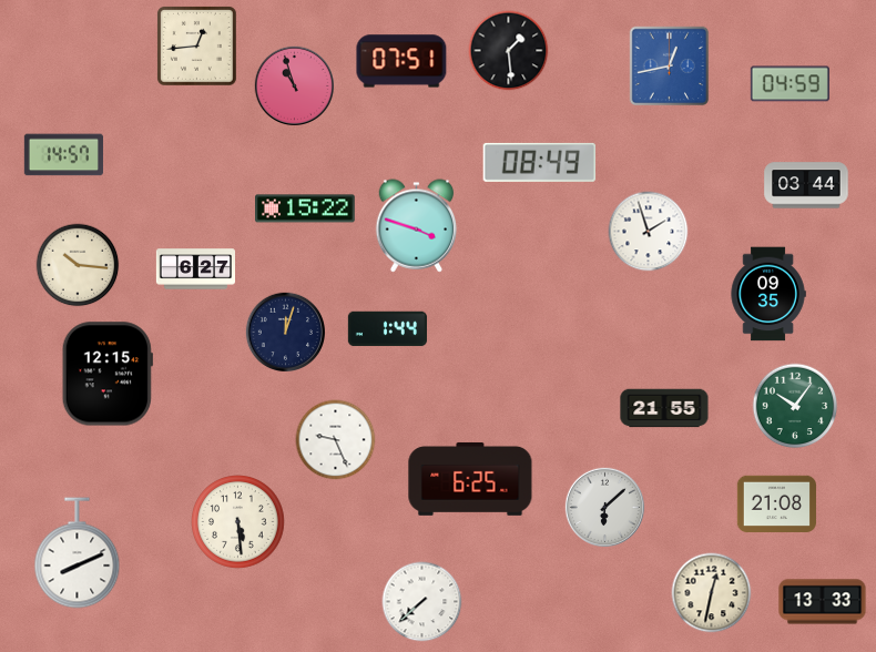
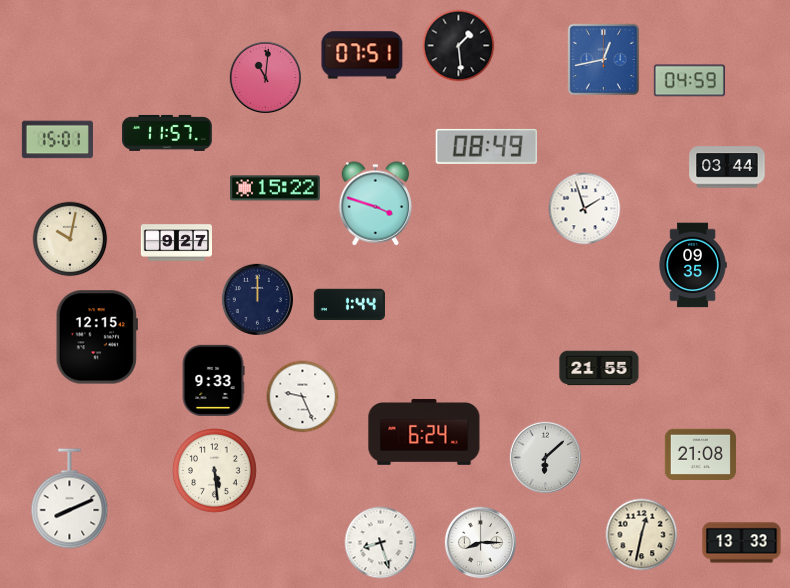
clock at (196, 45): 12:44 -> none
clock at (790, 84) position: (790, 84) -> (689, 81)
clock at (294, 85): 10:57 -> 11:01
clock at (167, 133): none -> 11:57
clock at (63, 155): 14:57 -> 15:01
clock at (78, 265): 10:16 -> 10:02
clock at (195, 269): 6:27 -> 9:27
clock at (387, 329) position: (387, 329) -> (349, 305)
clock at (285, 332): 12:03 -> 12:00
clock at (795, 406): 10:06 -> none
clock at (213, 380): none -> 9:33
clock at (470, 479): 6:25 -> 6:24
clock at (480, 542): none -> 8:15
clock at (422, 602): 7:38 -> 8:27
